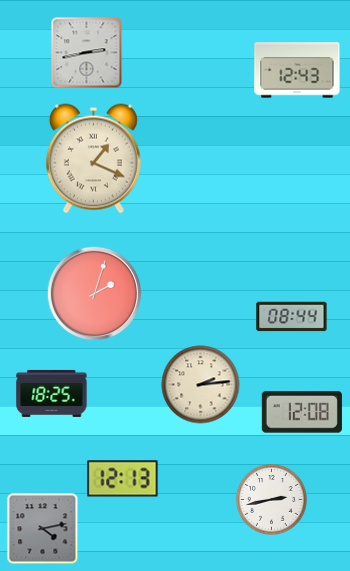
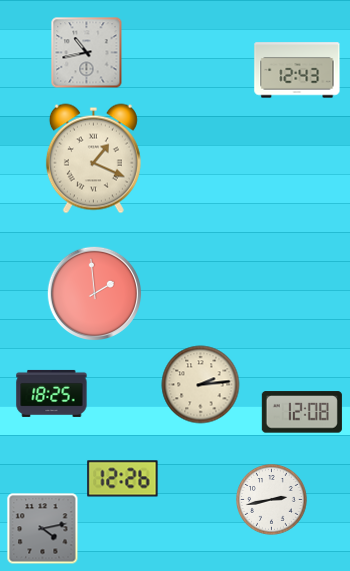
clock at (87, 53): 2:43 -> 10:43
clock at (94, 293): 2:03 -> 1:59
clock at (292, 317): 08:44 -> none
clock at (123, 479): 12:13 -> 12:26
